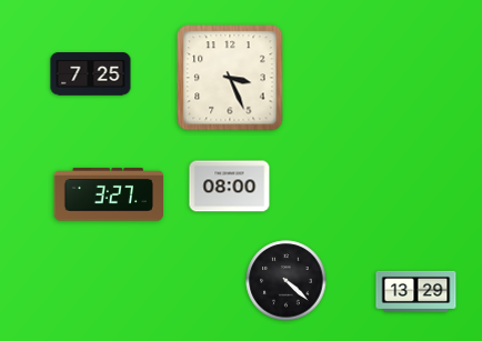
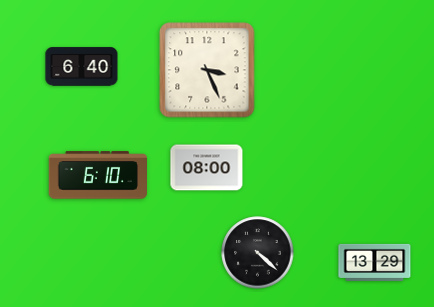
clock at (91, 74): 7:25 -> 6:40
clock at (108, 194): 3:27 -> 6:10
